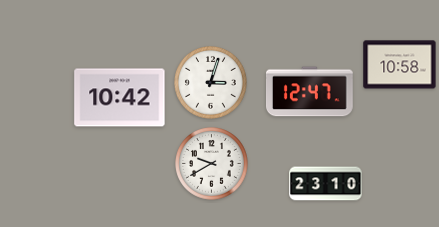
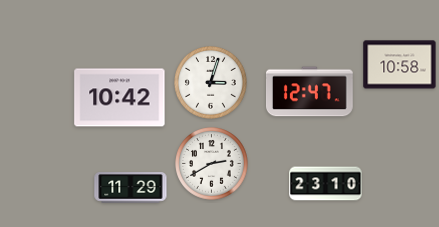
clock at (212, 164): 9:40 -> 2:40
clock at (131, 188): none -> 11:29
